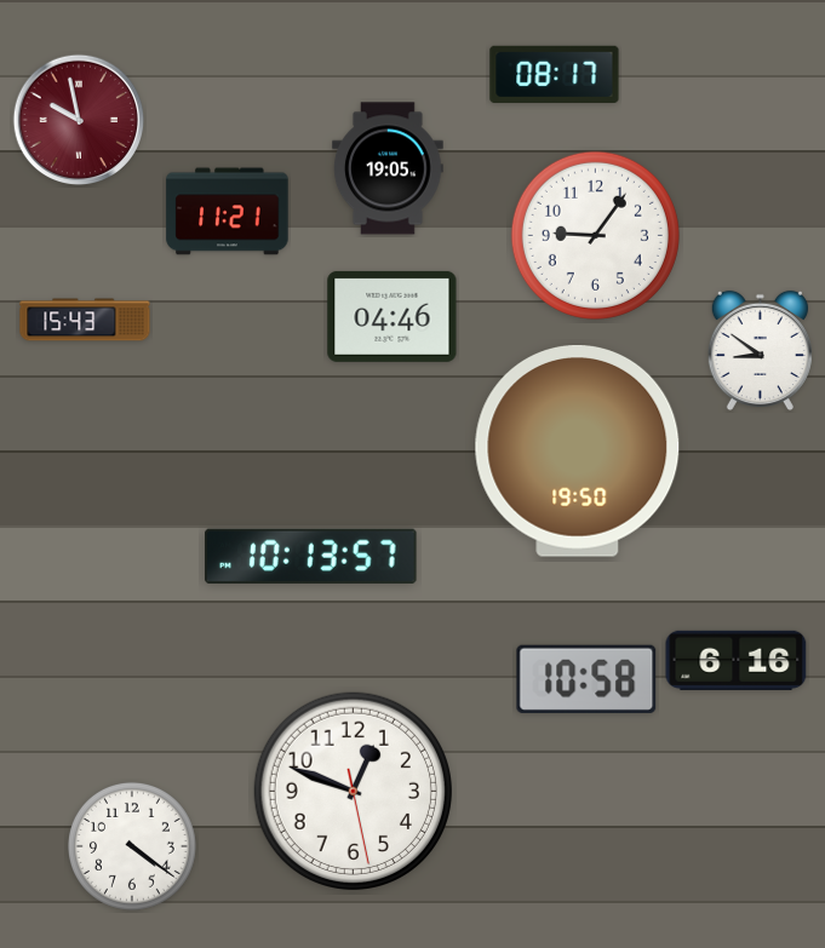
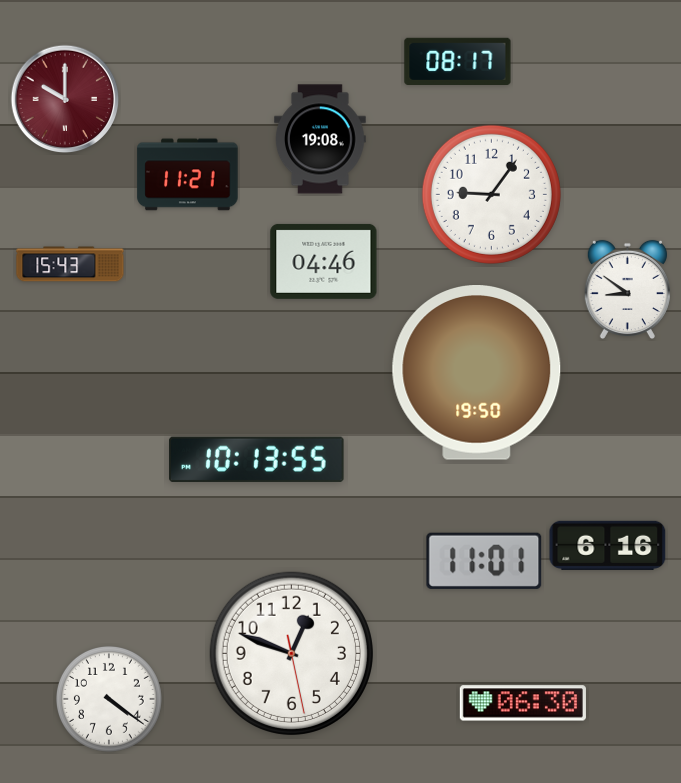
clock at (79, 120): 9:58 -> 10:00
clock at (389, 168): 19:05 -> 19:08
clock at (311, 556): 10:13:57 -> 10:13:55
clock at (586, 679): 10:58 -> 11:01
clock at (523, 703): none -> 06:30
